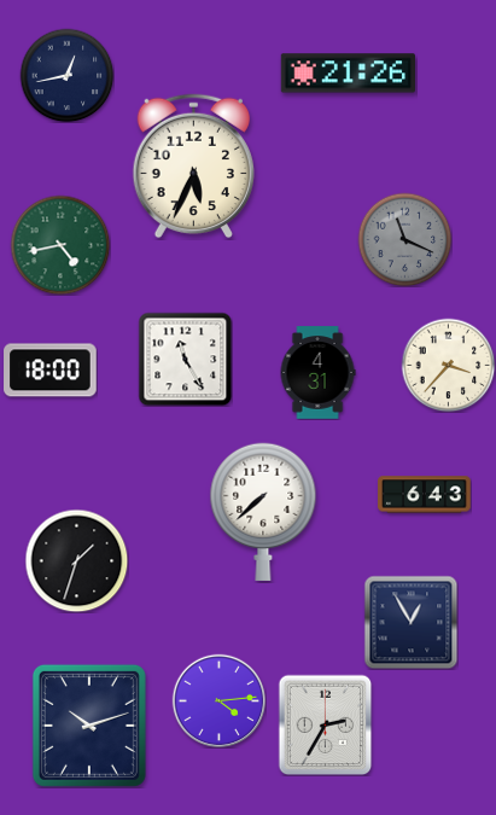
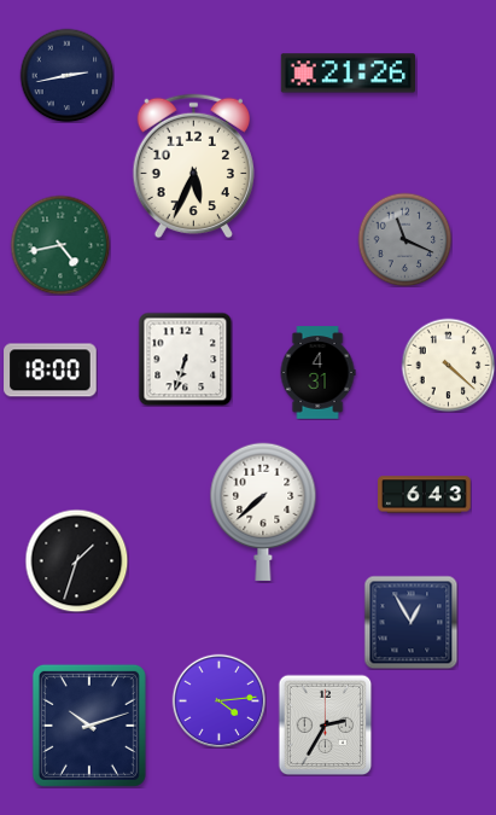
clock at (66, 75): 12:43 -> 2:43
clock at (185, 359): 11:25 -> 6:33
clock at (448, 365): 3:37 -> 4:22
